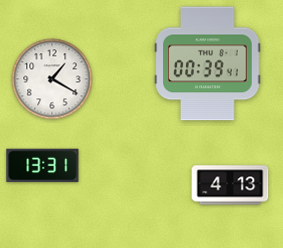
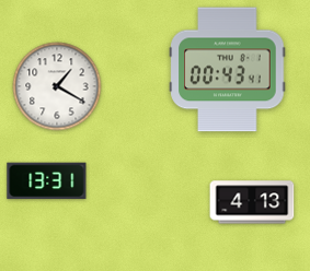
clock at (208, 64): 00:39 -> 00:43
